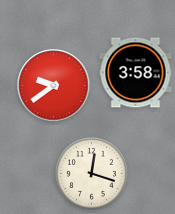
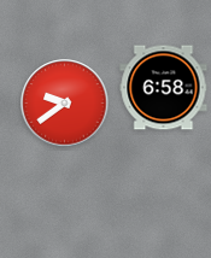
clock at (136, 73): 3:58 -> 6:58
clock at (91, 173): 12:18 -> none
